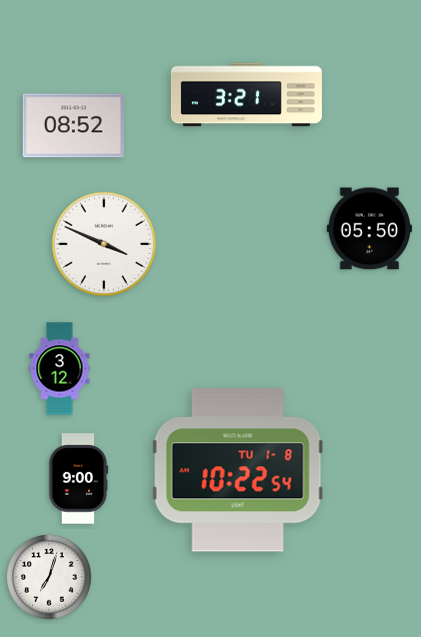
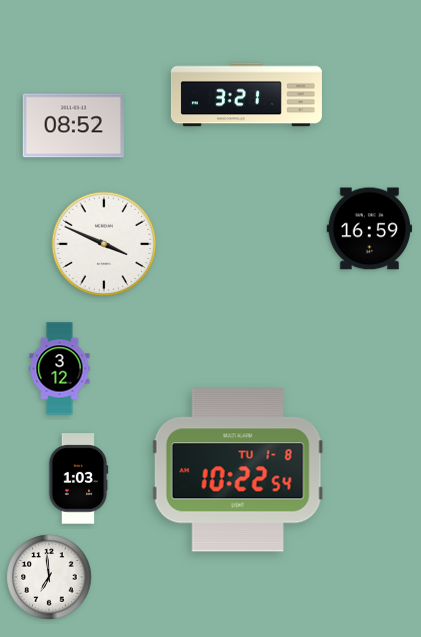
clock at (370, 229): 05:50 -> 16:59
clock at (78, 479): 9:00 -> 1:03
clock at (49, 577): 7:03 -> 6:59
